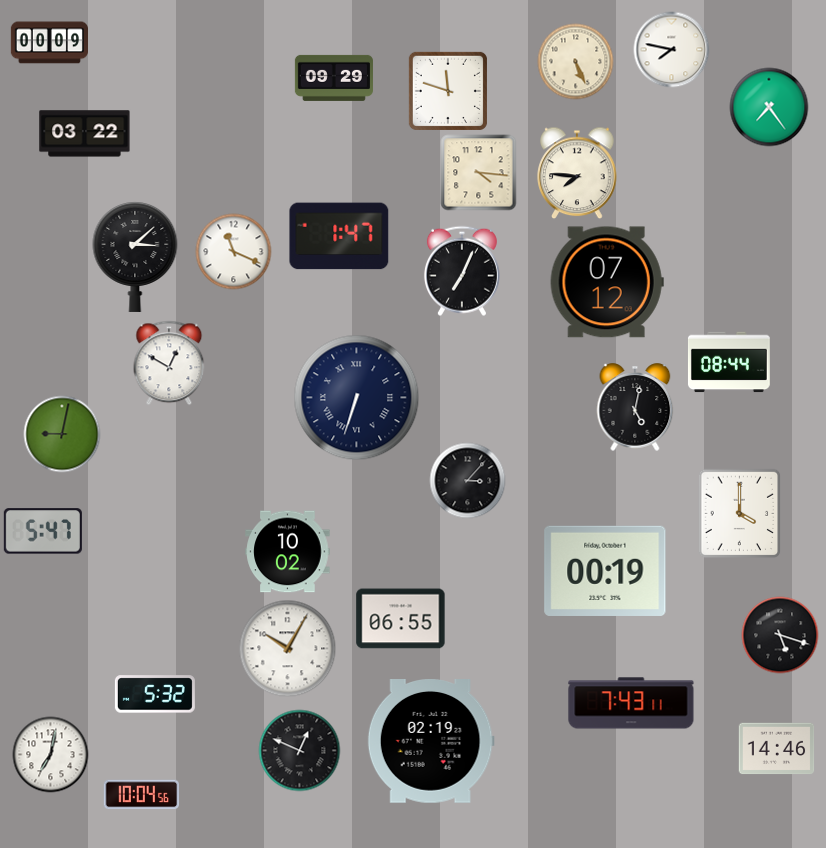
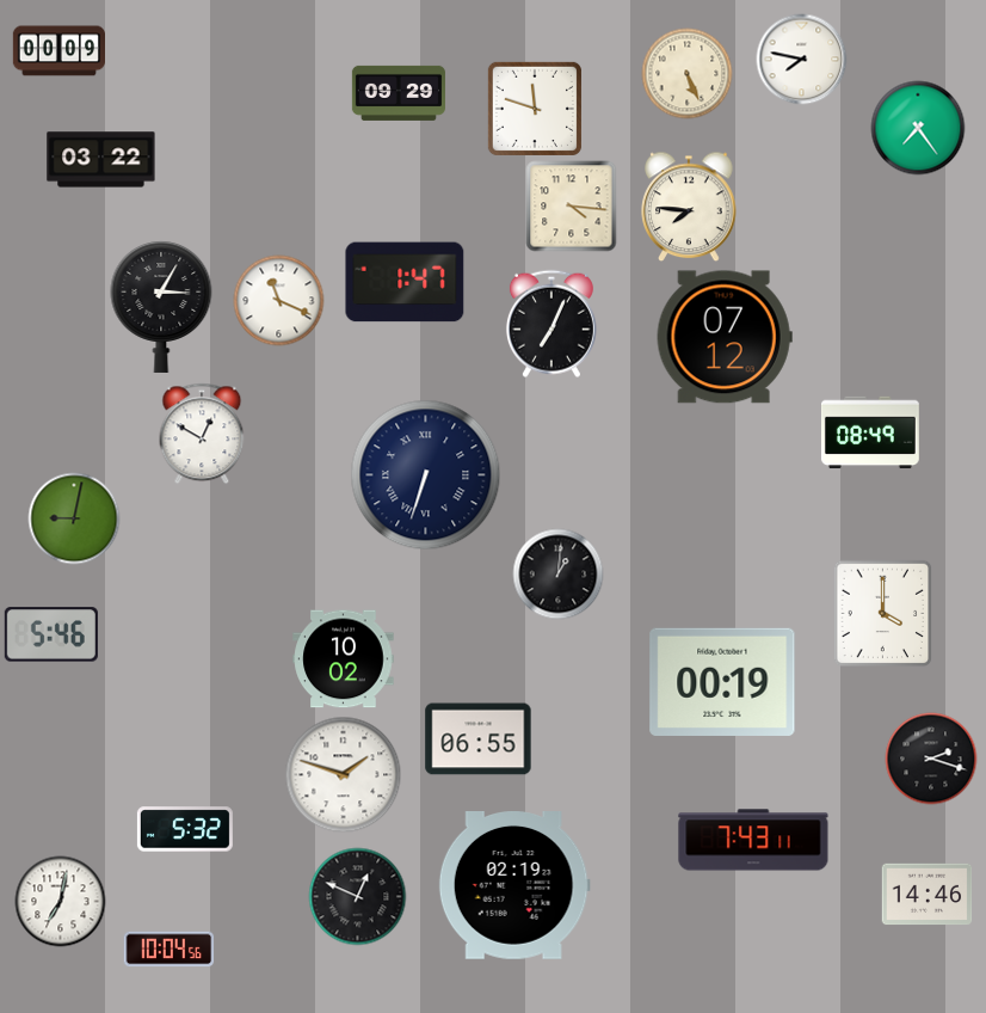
clock at (135, 257): 3:08 -> 3:05
clock at (729, 362): 08:44 -> 08:49
clock at (635, 407): 5:02 -> none
clock at (468, 481): 3:07 -> 1:01
clock at (43, 531): 5:47 -> 5:46
clock at (780, 635): 5:18 -> 2:18
clock at (288, 649): 10:05 -> 1:48
